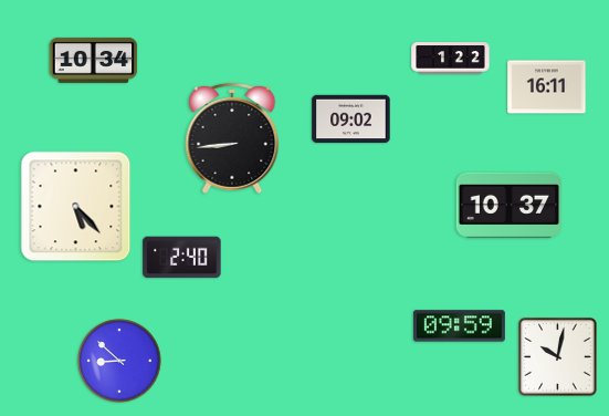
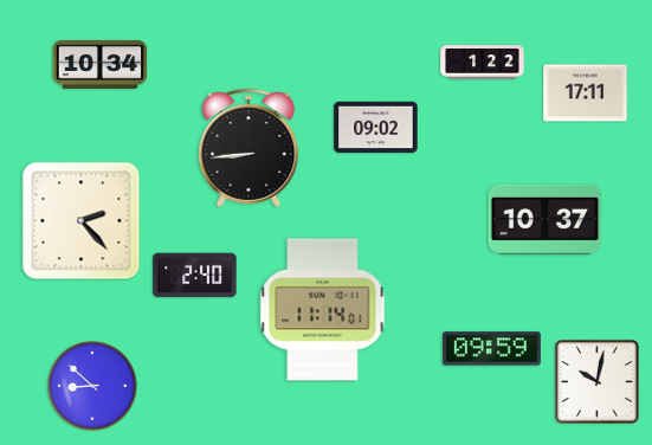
clock at (547, 87): 16:11 -> 17:11
clock at (76, 207): 5:23 -> 2:23
clock at (323, 310): none -> 11:14
clock at (119, 361) position: (119, 361) -> (92, 386)
